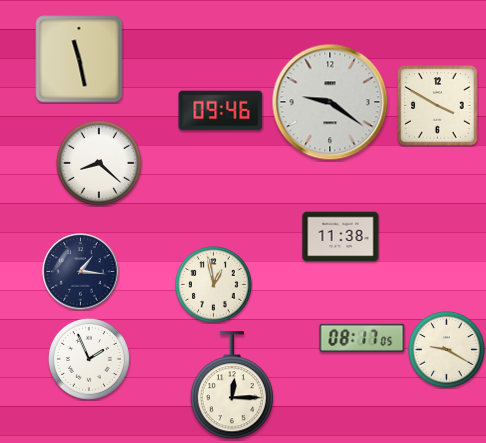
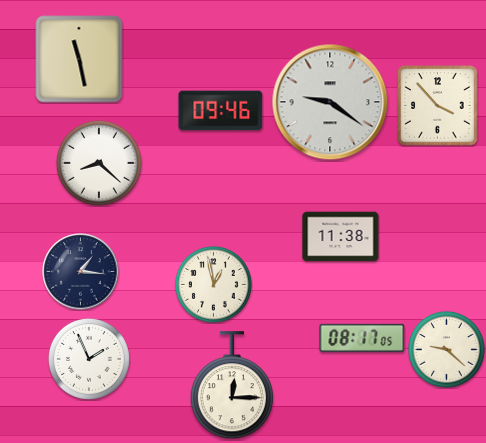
clock at (438, 106): 3:50 -> 3:53
clock at (447, 350): 9:20 -> 9:22
